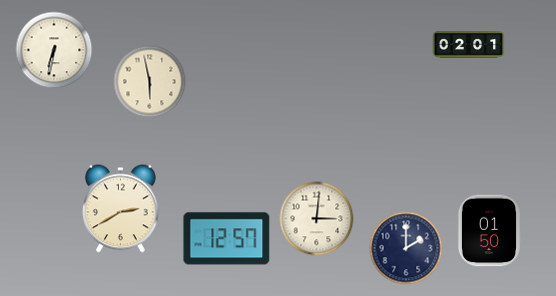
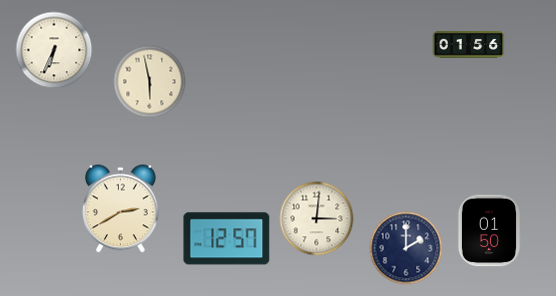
clock at (469, 45): 02:01 -> 01:56
clock at (54, 50): 6:32 -> 6:34
